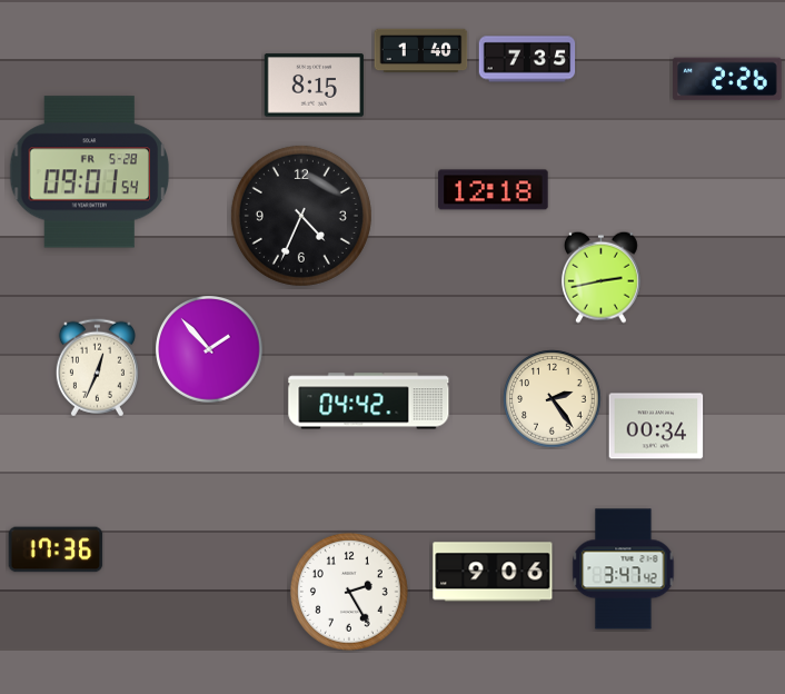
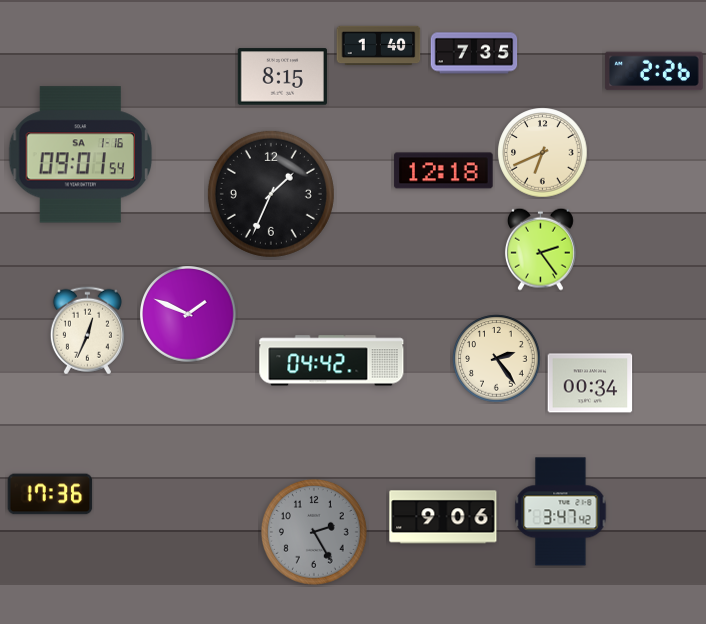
clock at (543, 153): none -> 6:41
clock at (90, 172) date: FR 5-28 -> SA 1-16
clock at (301, 216): 4:34 -> 1:34
clock at (600, 277): 2:43 -> 2:24
clock at (209, 349): 1:53 -> 1:49
clock at (493, 572) position: (493, 572) -> (443, 517)
clock at (349, 592) dial: white -> grey
